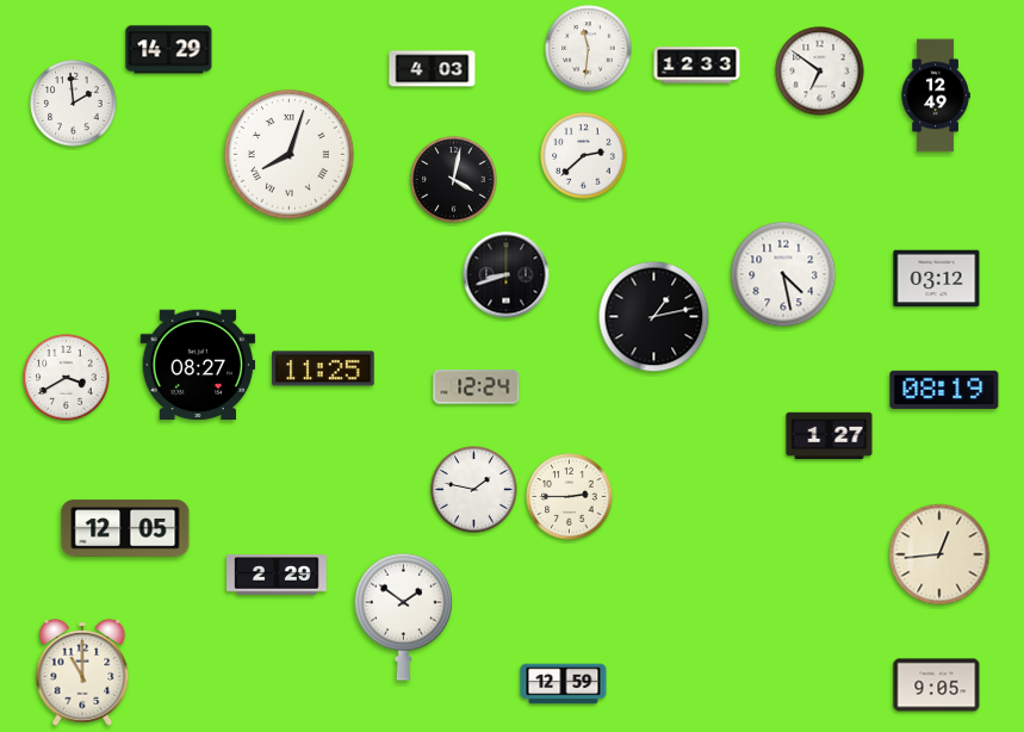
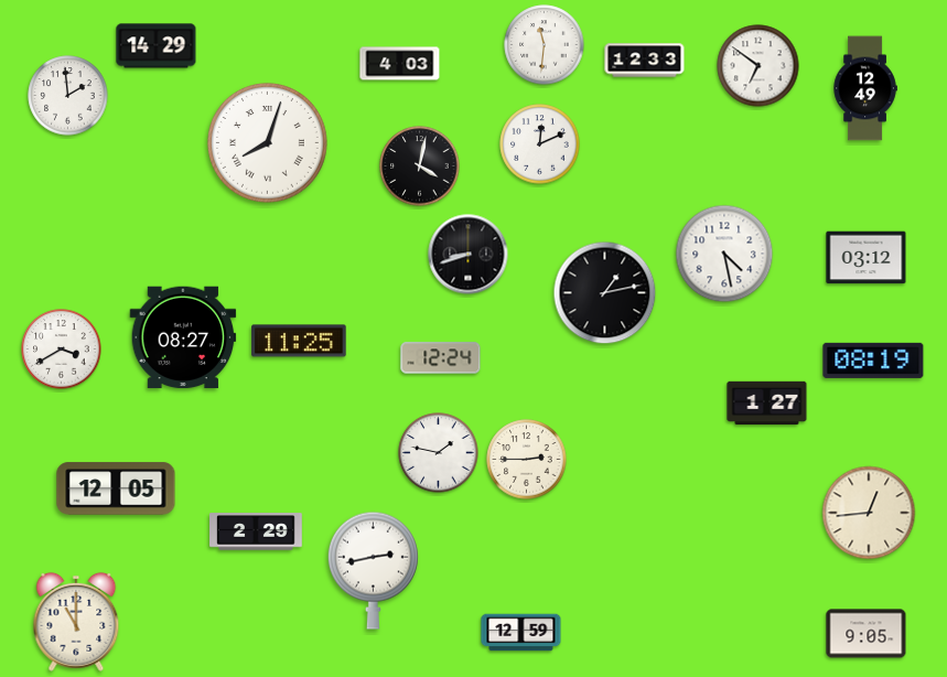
clock at (584, 156): 2:38 -> 12:11
clock at (403, 616): 1:51 -> 2:43
